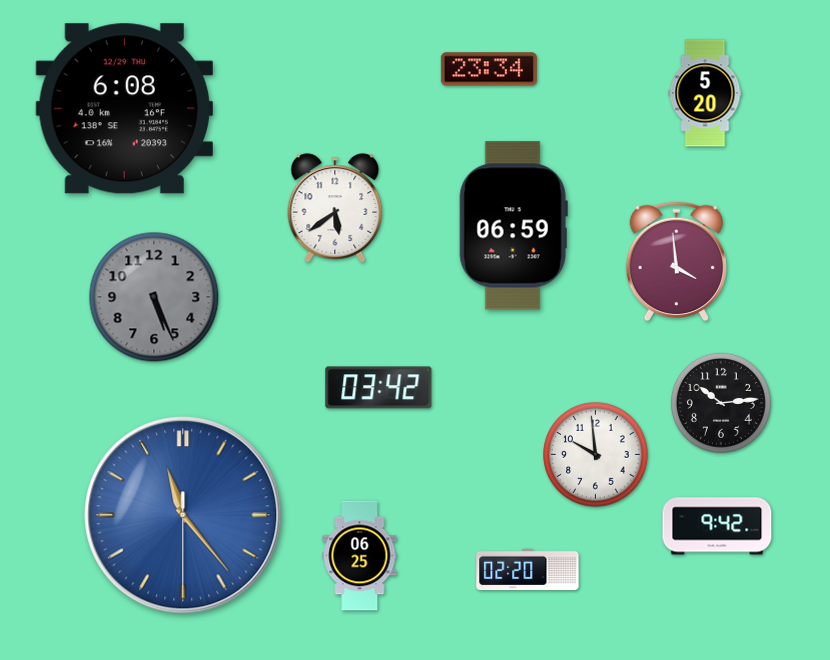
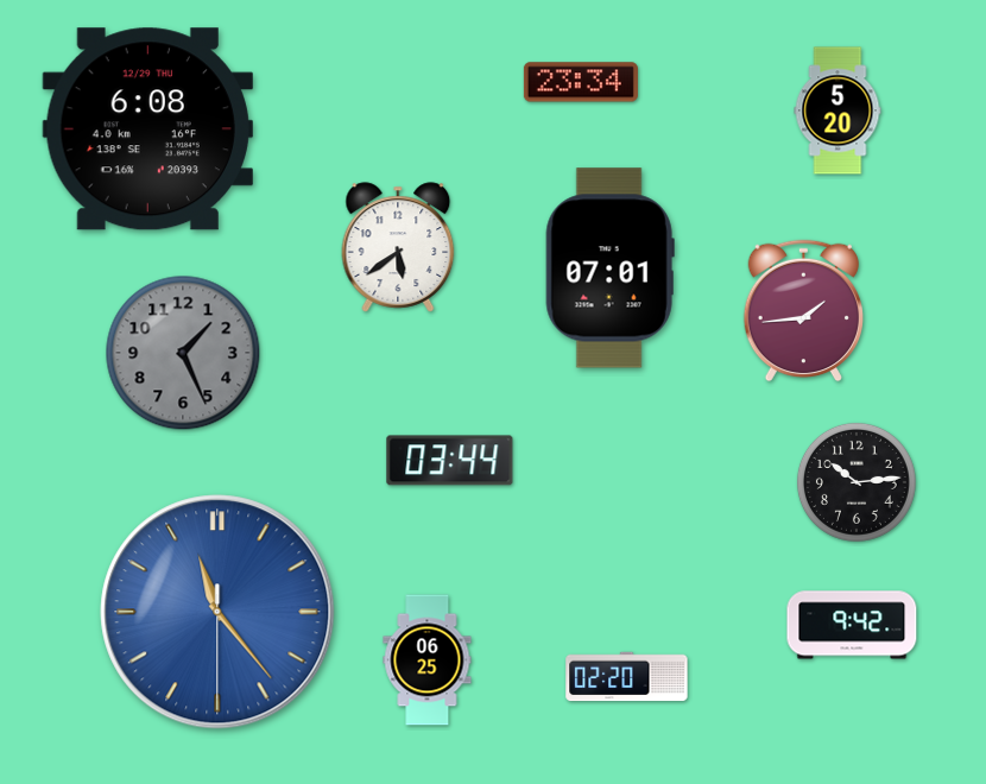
clock at (513, 226): 06:59 -> 07:01
clock at (676, 262): 3:59 -> 1:44
clock at (154, 297): 5:26 -> 1:26
clock at (379, 388): 03:42 -> 03:44
clock at (721, 403) position: (721, 403) -> (857, 482)
clock at (596, 455): 9:59 -> none
